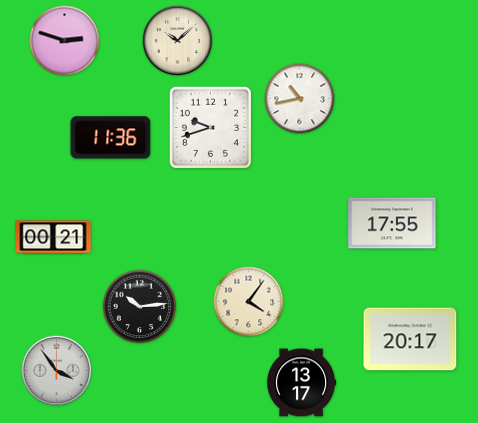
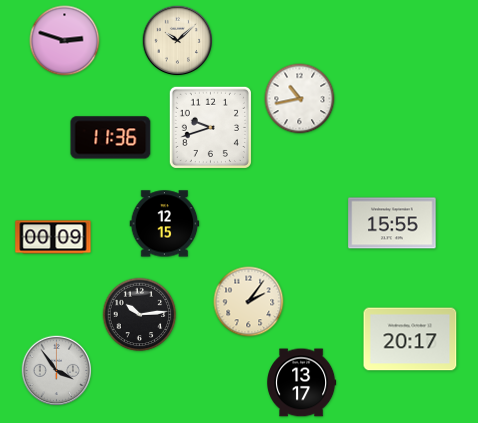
clock at (392, 223): 17:55 -> 15:55
clock at (165, 224): none -> 12:15
clock at (53, 237): 00:21 -> 00:09
clock at (249, 302): 4:06 -> 2:06
clock at (140, 307) position: (140, 307) -> (140, 315)
